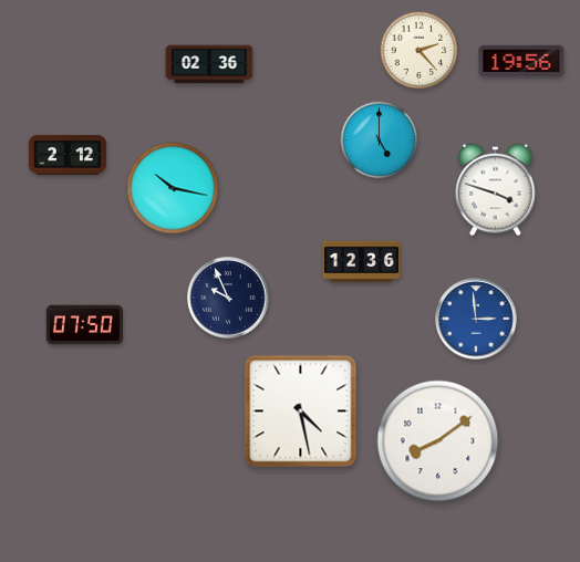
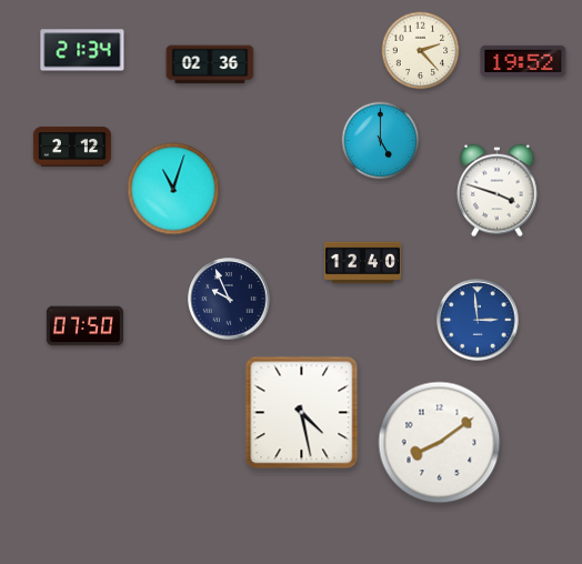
clock at (82, 50): none -> 21:34
clock at (521, 61): 19:56 -> 19:52
clock at (68, 155) position: (68, 155) -> (72, 147)
clock at (173, 188): 10:17 -> 11:03
clock at (361, 262): 12:36 -> 12:40
